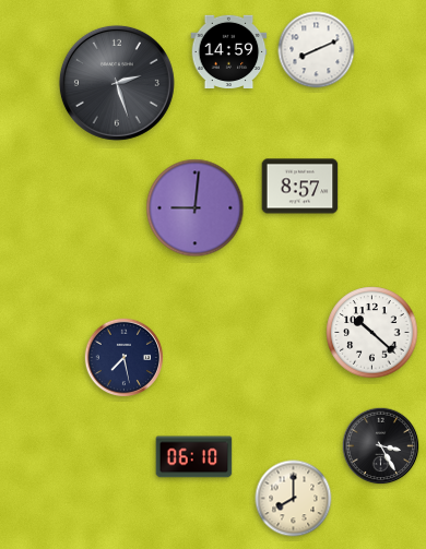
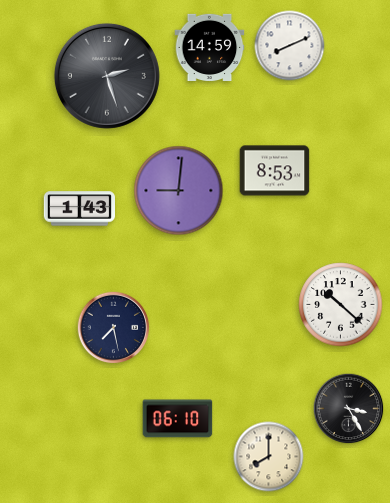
clock at (300, 187): 8:57 -> 8:53
clock at (80, 209): none -> 1:43
